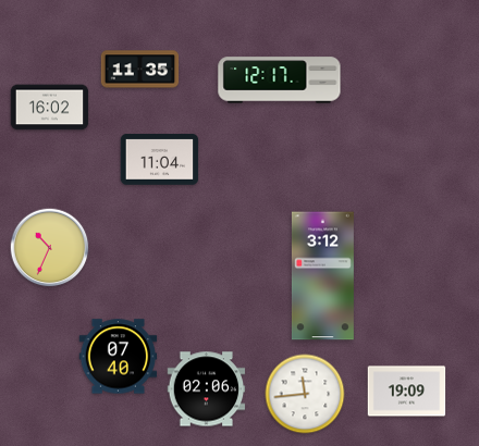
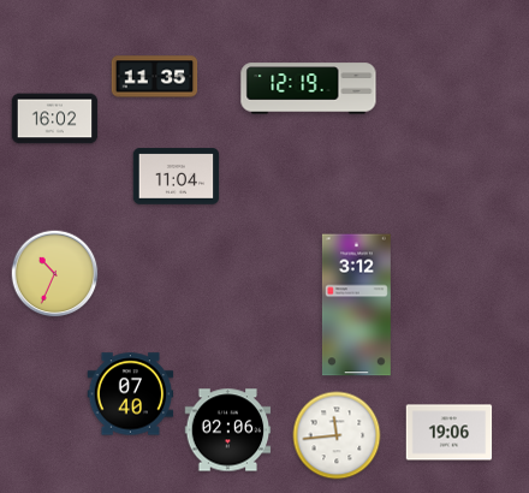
clock at (280, 80): 12:17 -> 12:19
clock at (407, 392): 19:09 -> 19:06
